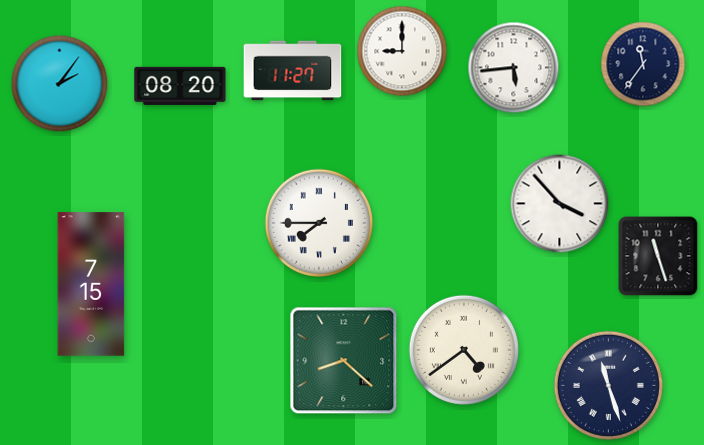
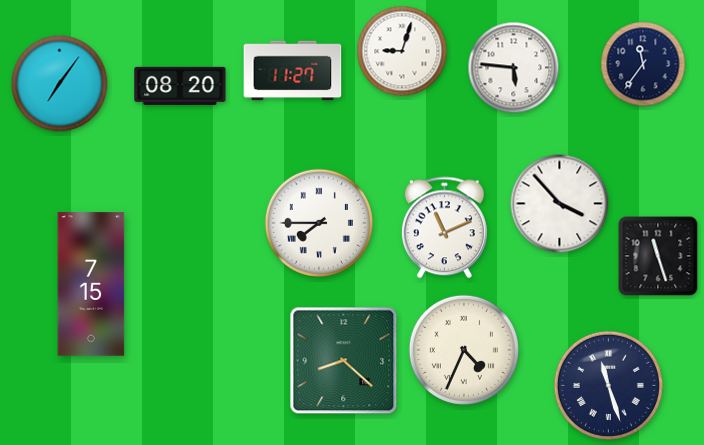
clock at (402, 51): 9:00 -> 9:03
clock at (514, 68): 5:44 -> 5:46
clock at (60, 84): 2:06 -> 7:06
clock at (444, 228): none -> 11:11
clock at (464, 350): 4:39 -> 4:34
